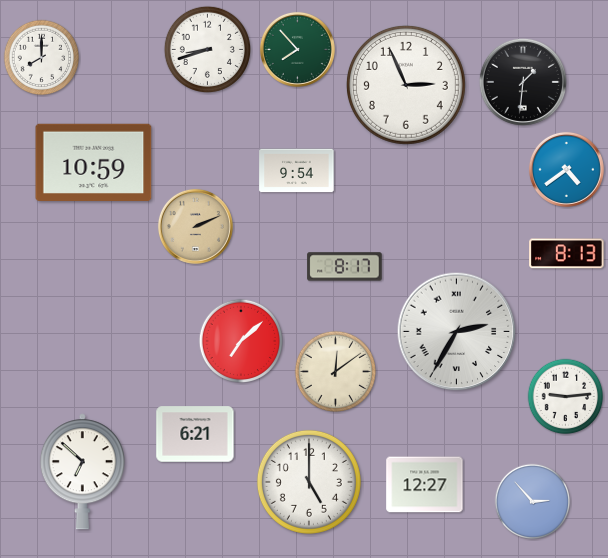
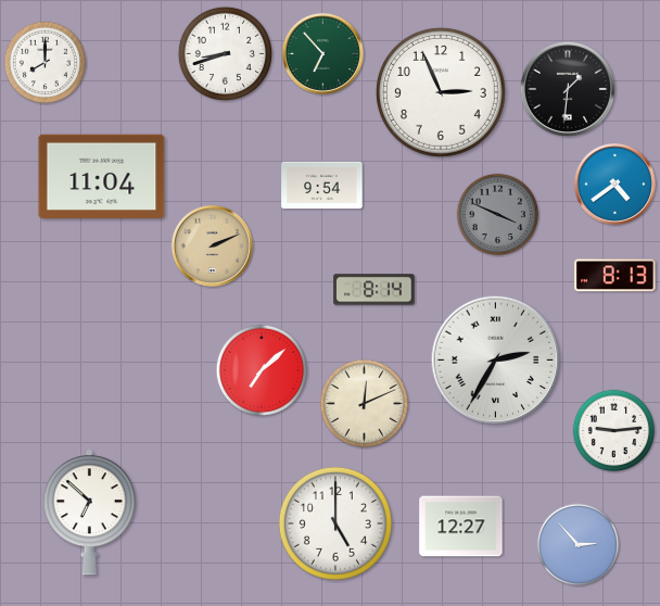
clock at (297, 49): 7:53 -> 6:53
clock at (94, 163): 10:59 -> 11:04
clock at (498, 215): none -> 3:49
clock at (345, 267): 8:17 -> 8:14
clock at (336, 372): 12:09 -> 12:11
clock at (195, 434): 6:21 -> none
